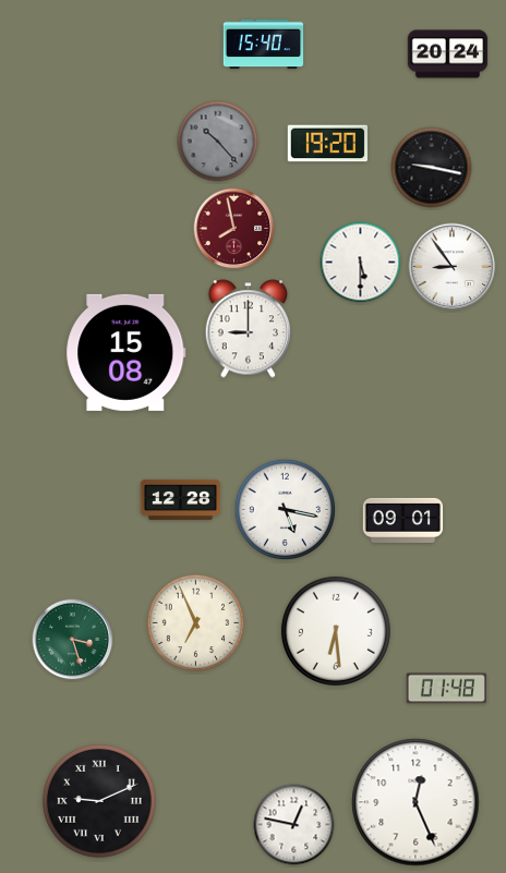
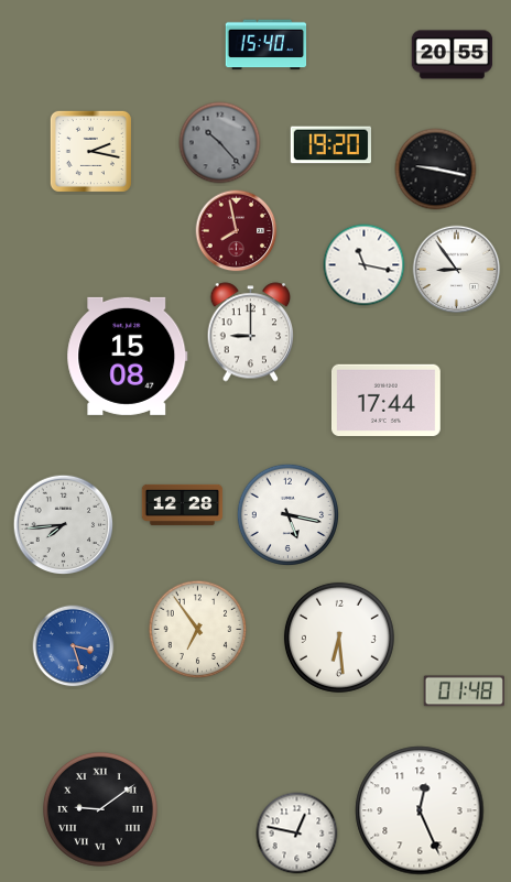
clock at (448, 54): 20:24 -> 20:55
clock at (90, 151): none -> 2:17
clock at (361, 263): 5:30 -> 11:17
clock at (385, 400): none -> 17:44
clock at (64, 525): none -> 7:44
clock at (403, 520): 09:01 -> none
clock at (196, 623): 6:56 -> 6:54
clock at (73, 640) dial: green -> blue
clock at (446, 689) position: (446, 689) -> (464, 692)
clock at (99, 801): 9:11 -> 9:09
